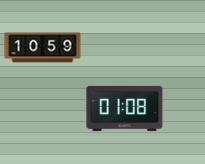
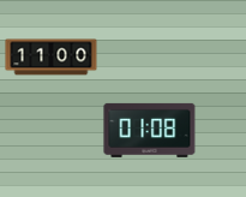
clock at (43, 48): 10:59 -> 11:00
